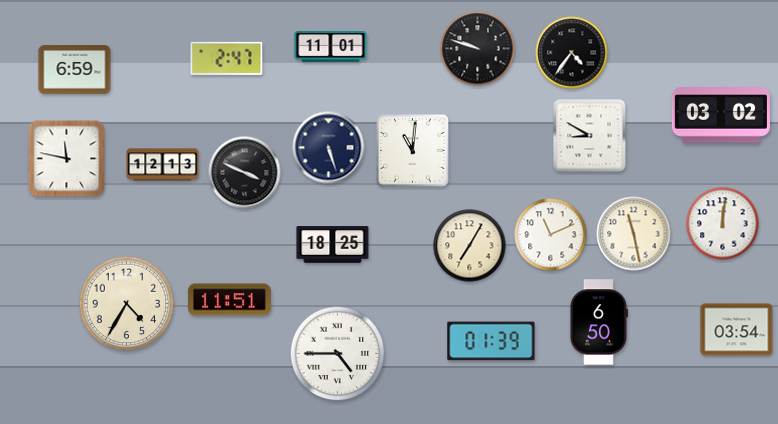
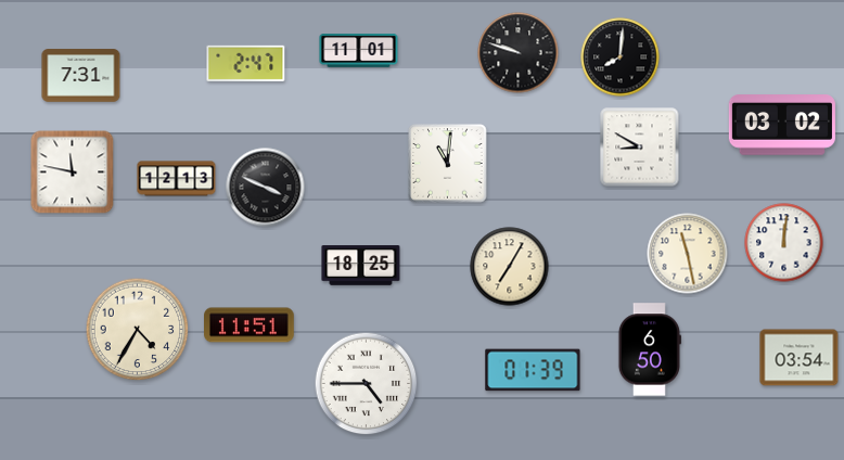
clock at (572, 53): 4:36 -> 8:01
clock at (75, 70): 6:59 -> 7:31
clock at (329, 148): 5:27 -> none
clock at (551, 235): 11:11 -> none
